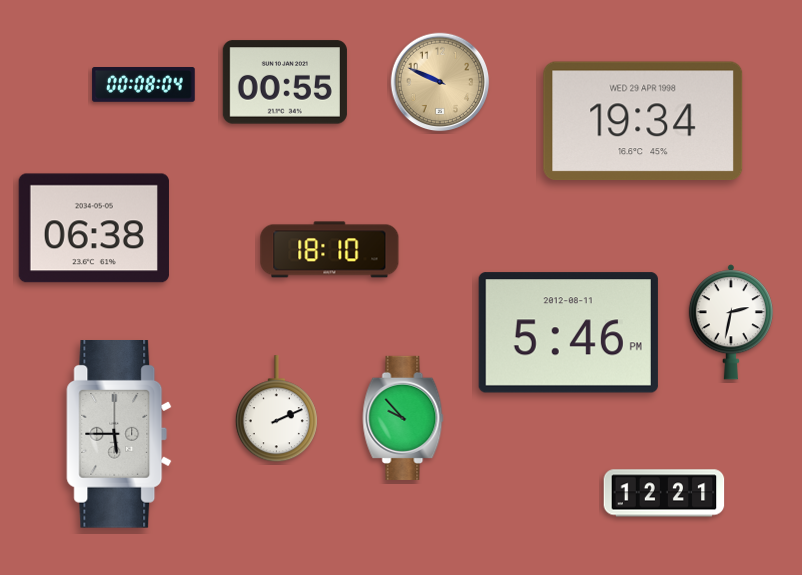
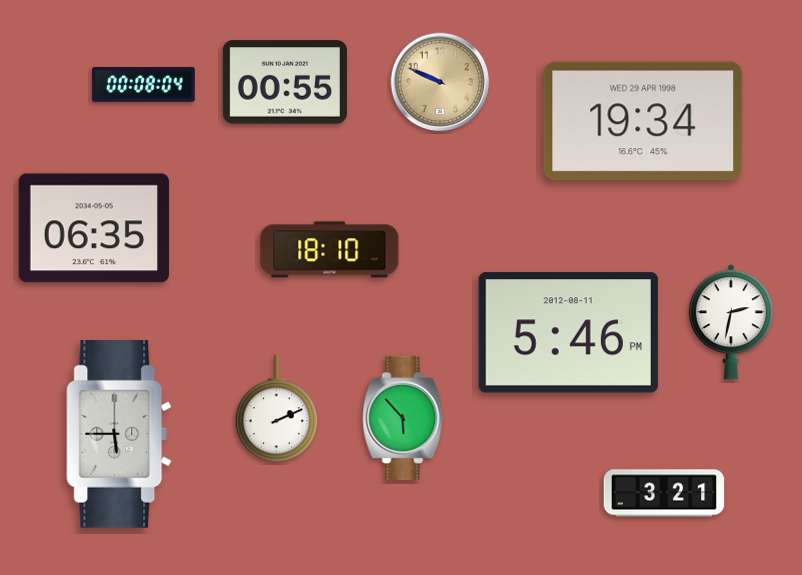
clock at (94, 228): 06:38 -> 06:35
clock at (403, 418): 9:53 -> 5:53
clock at (664, 493): 12:21 -> 3:21
